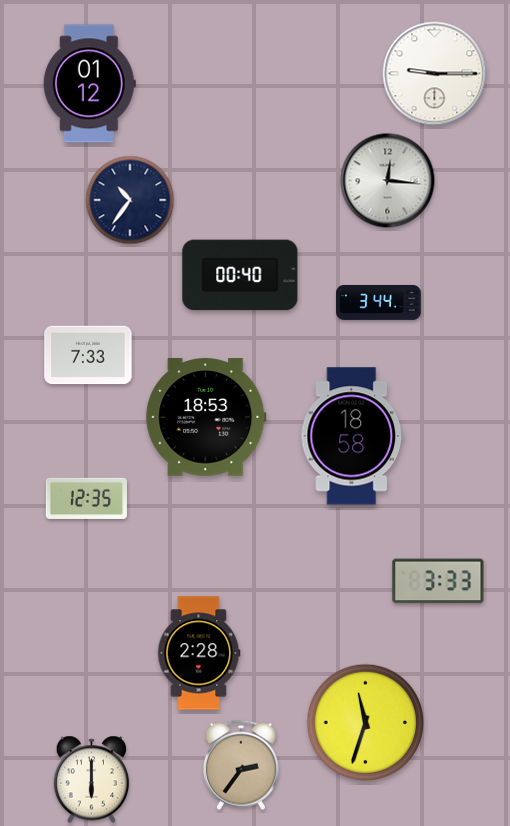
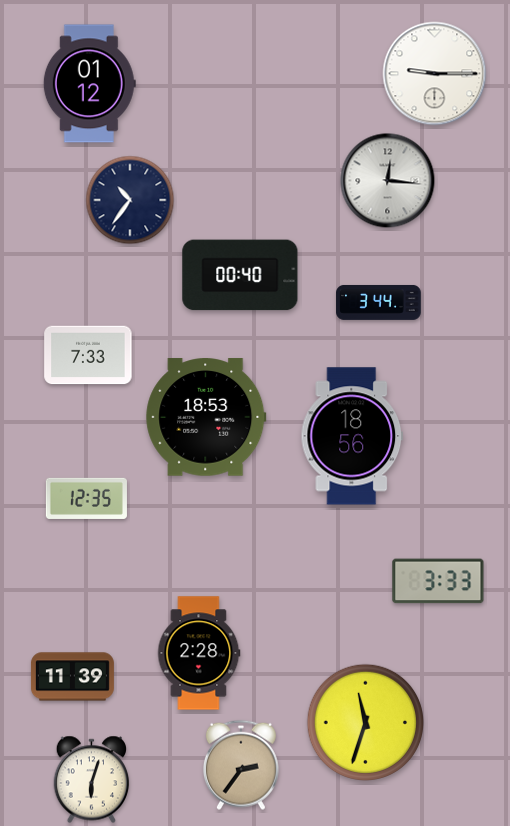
clock at (352, 436): 18:58 -> 18:56
clock at (72, 677): none -> 11:39
clock at (92, 780): 6:00 -> 6:03
